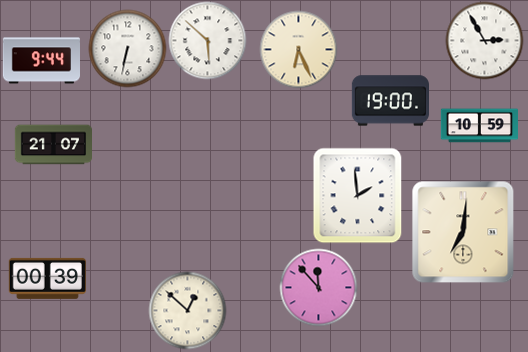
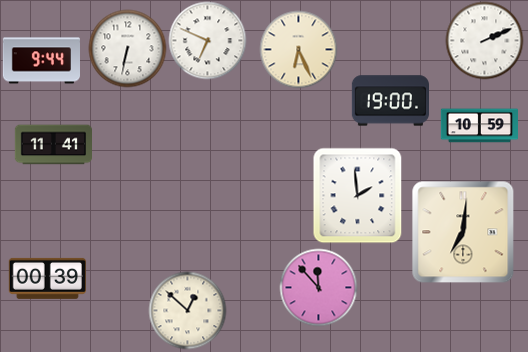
clock at (207, 40): 5:52 -> 6:49
clock at (484, 40): 2:55 -> 2:11
clock at (53, 145): 21:07 -> 11:41
